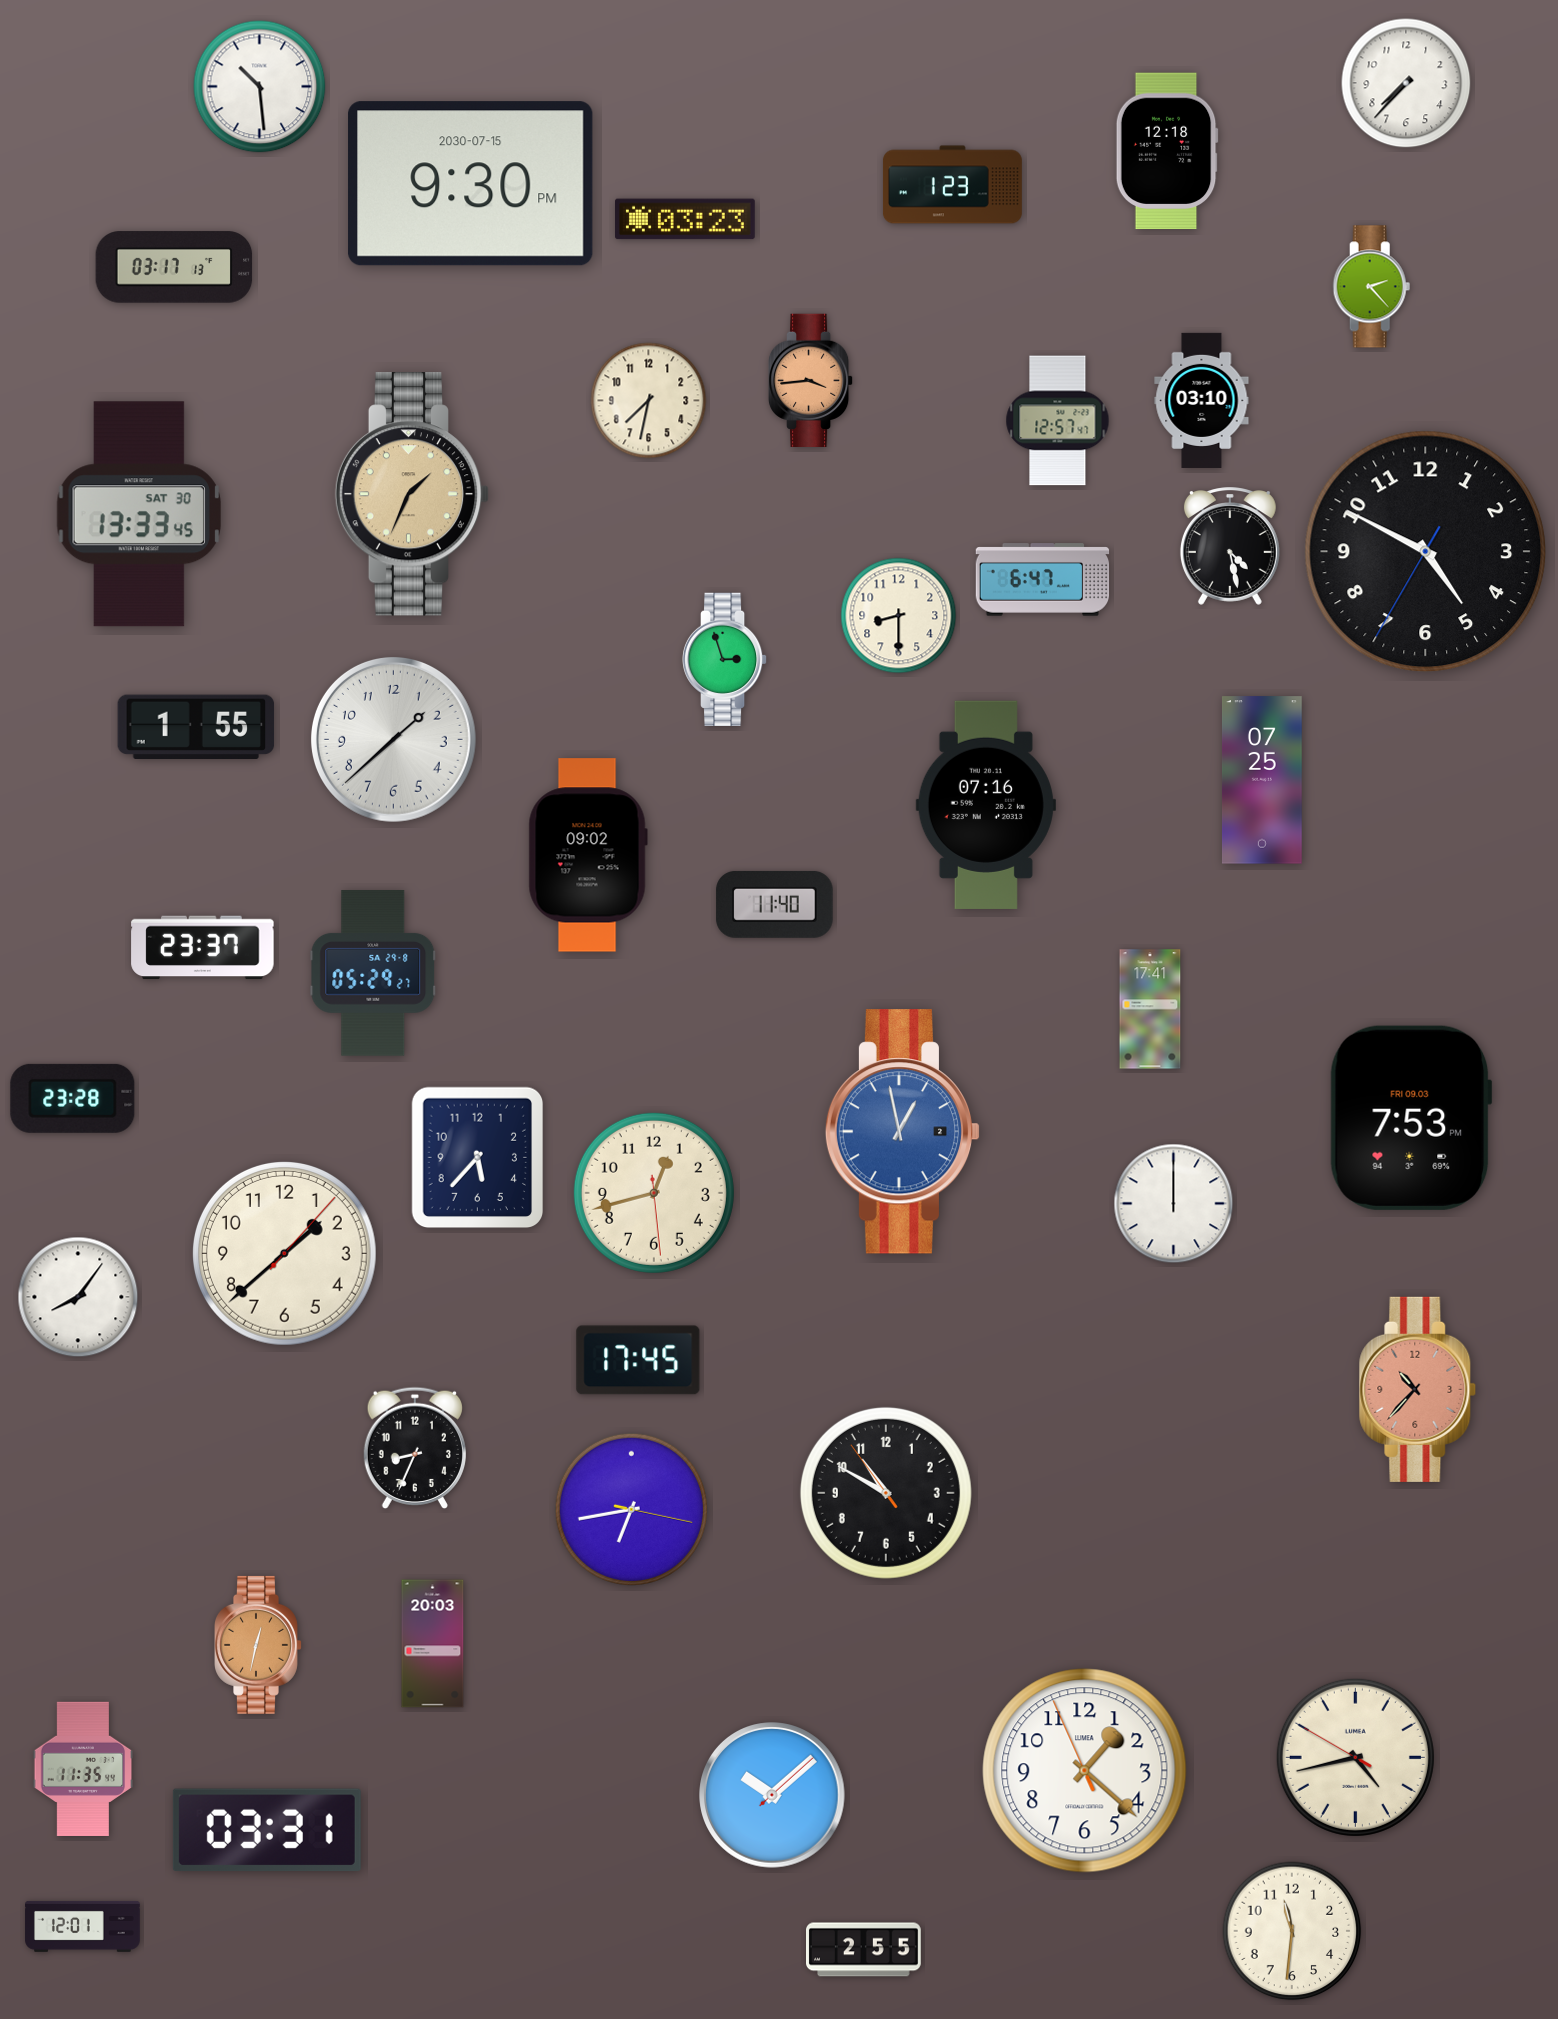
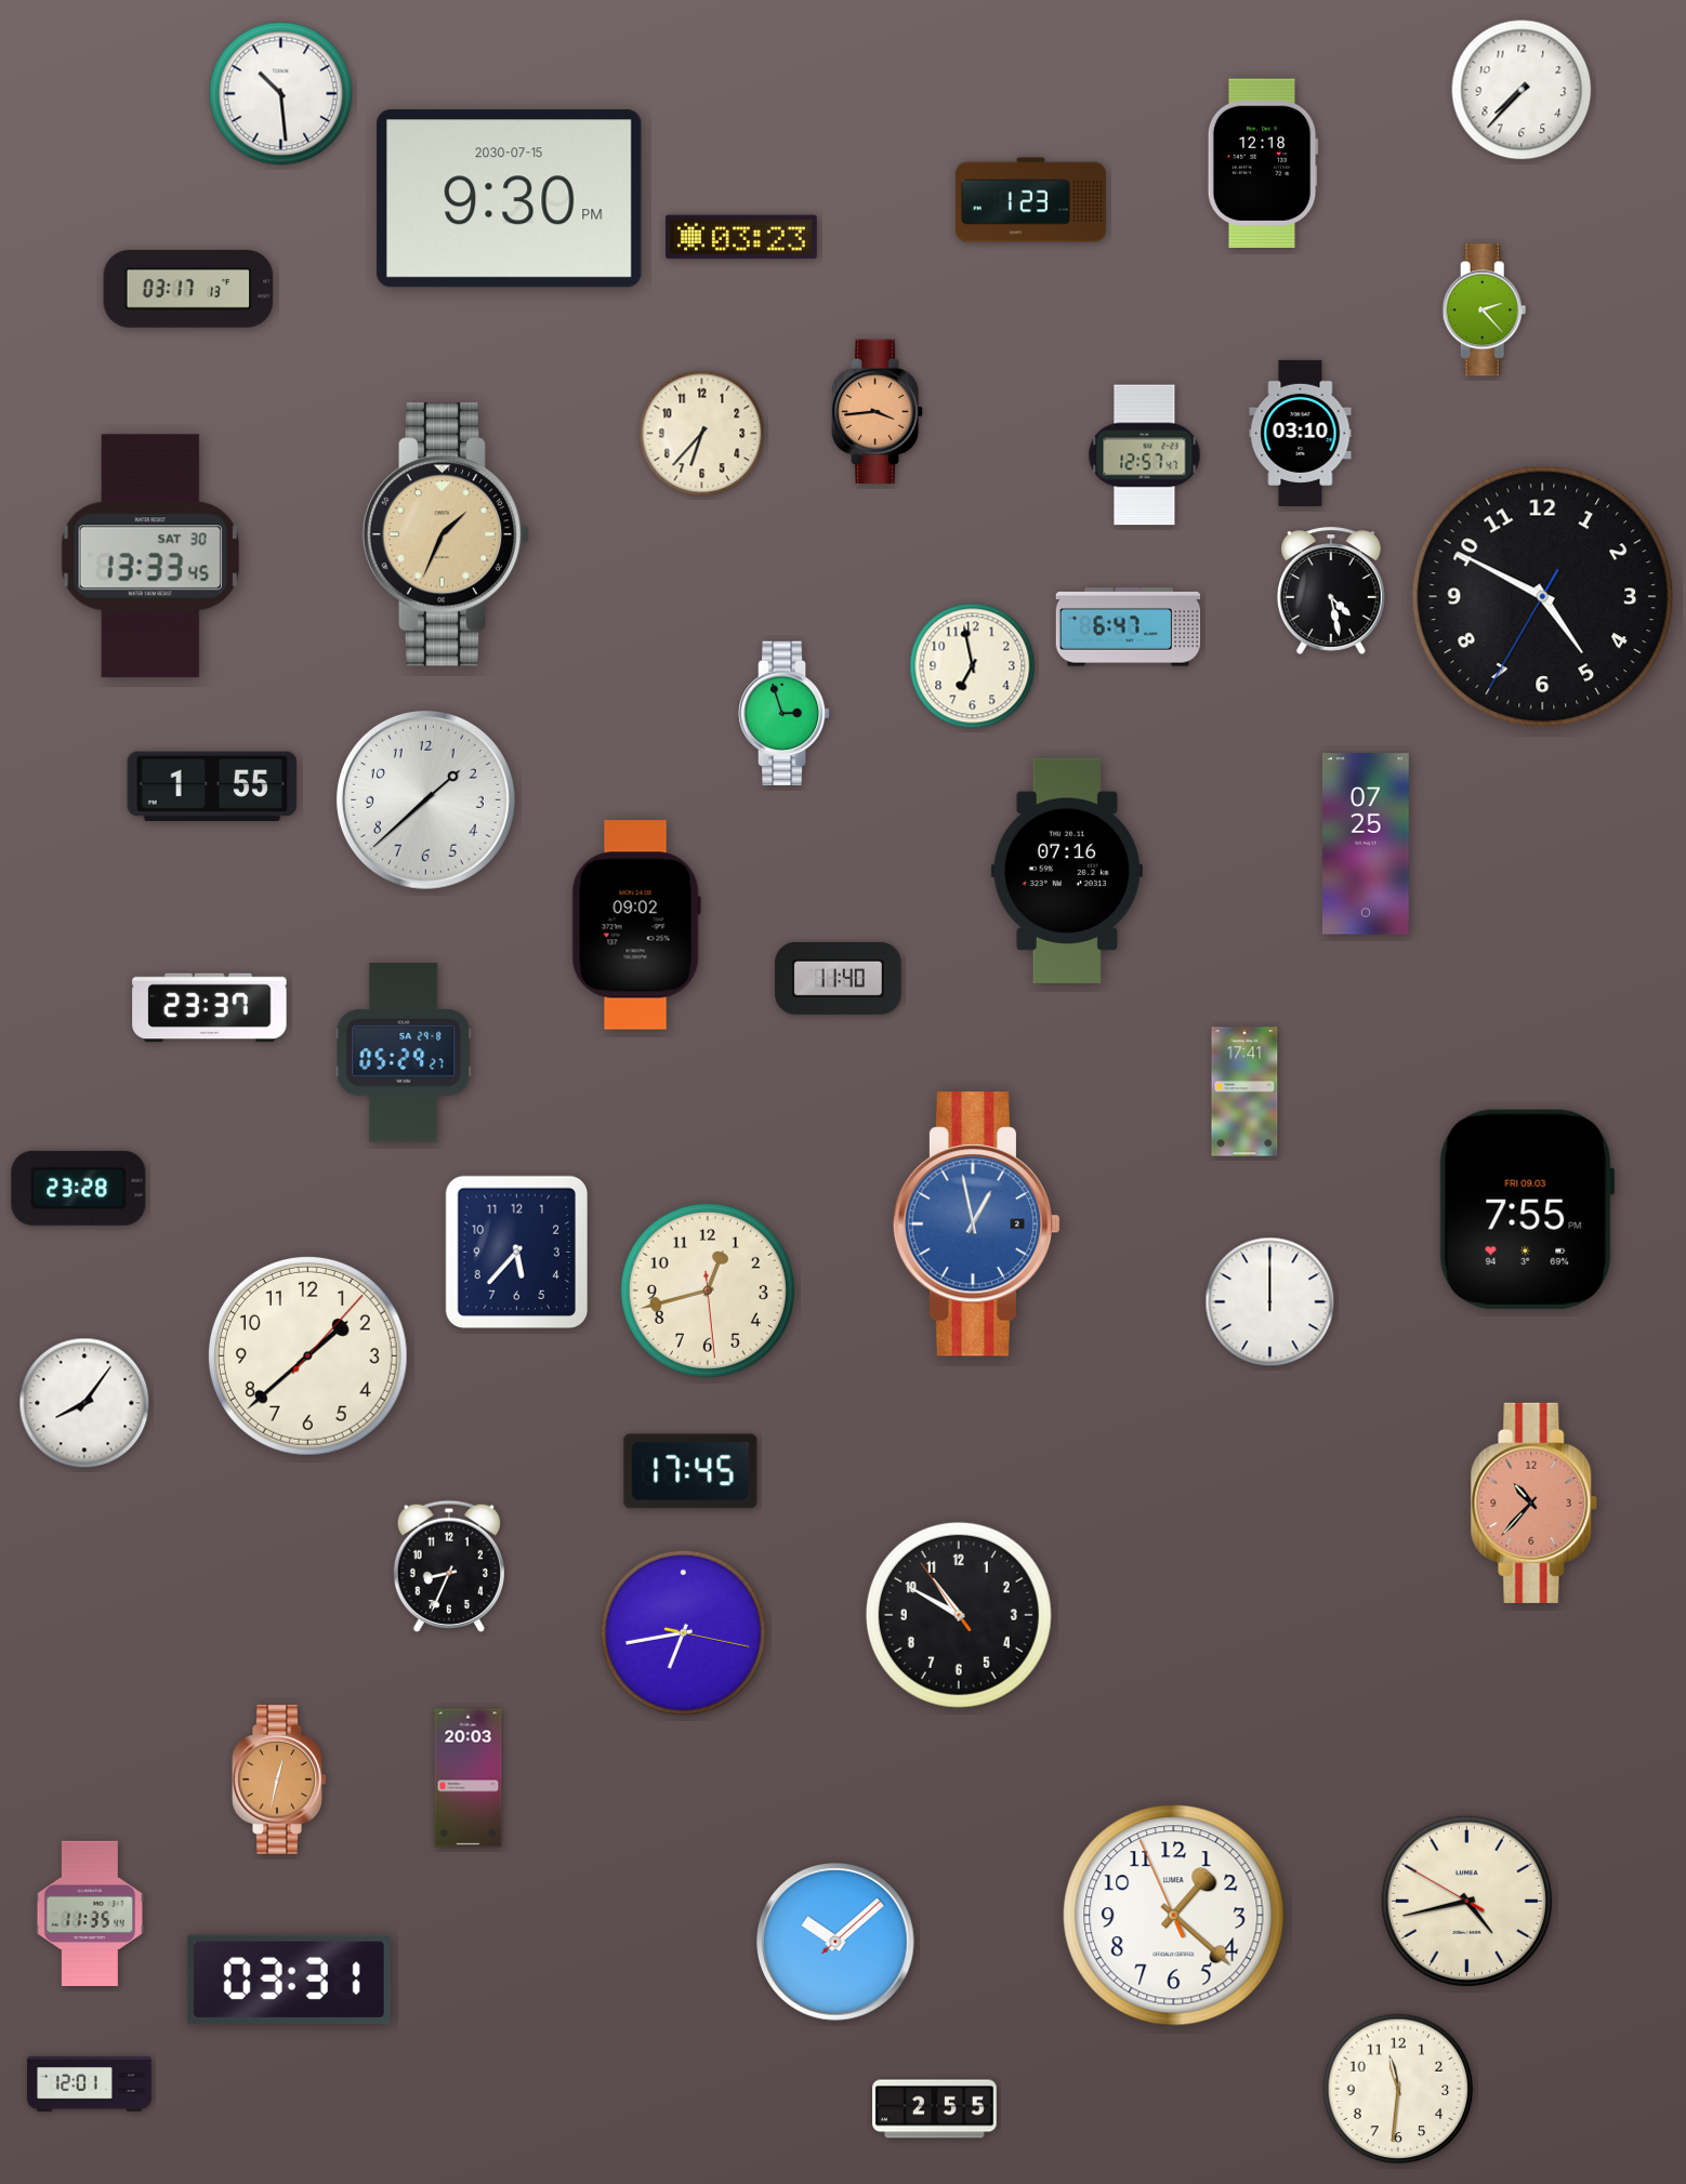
clock at (649, 401): 7:32 -> 6:37
clock at (899, 616): 8:30 -> 6:58
clock at (203, 948) position: (203, 948) -> (210, 1008)
clock at (1411, 1118): 7:53 -> 7:55
